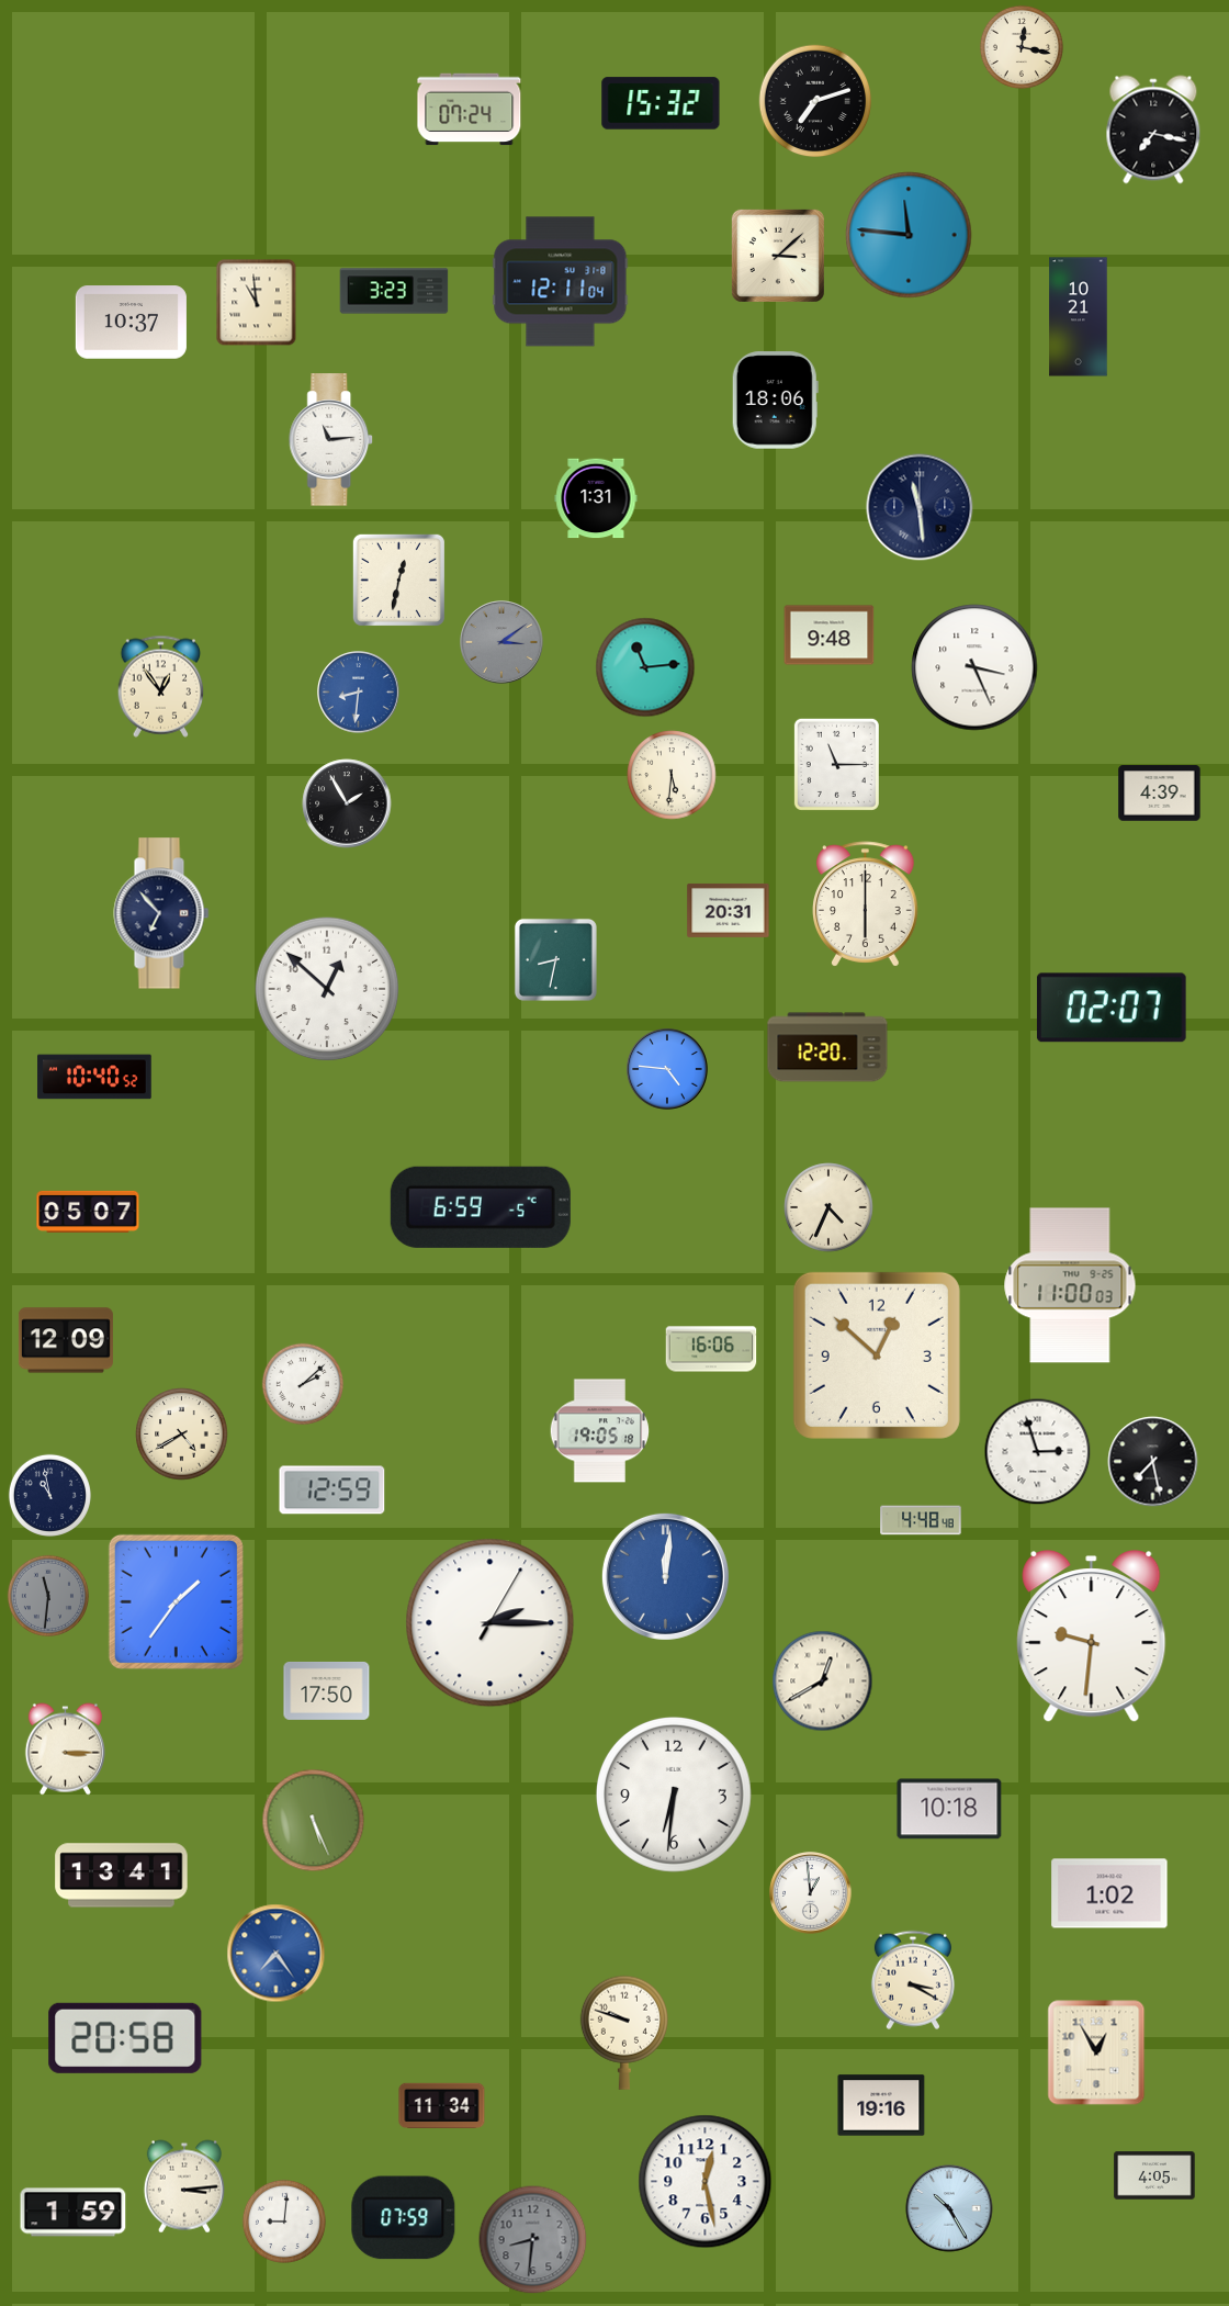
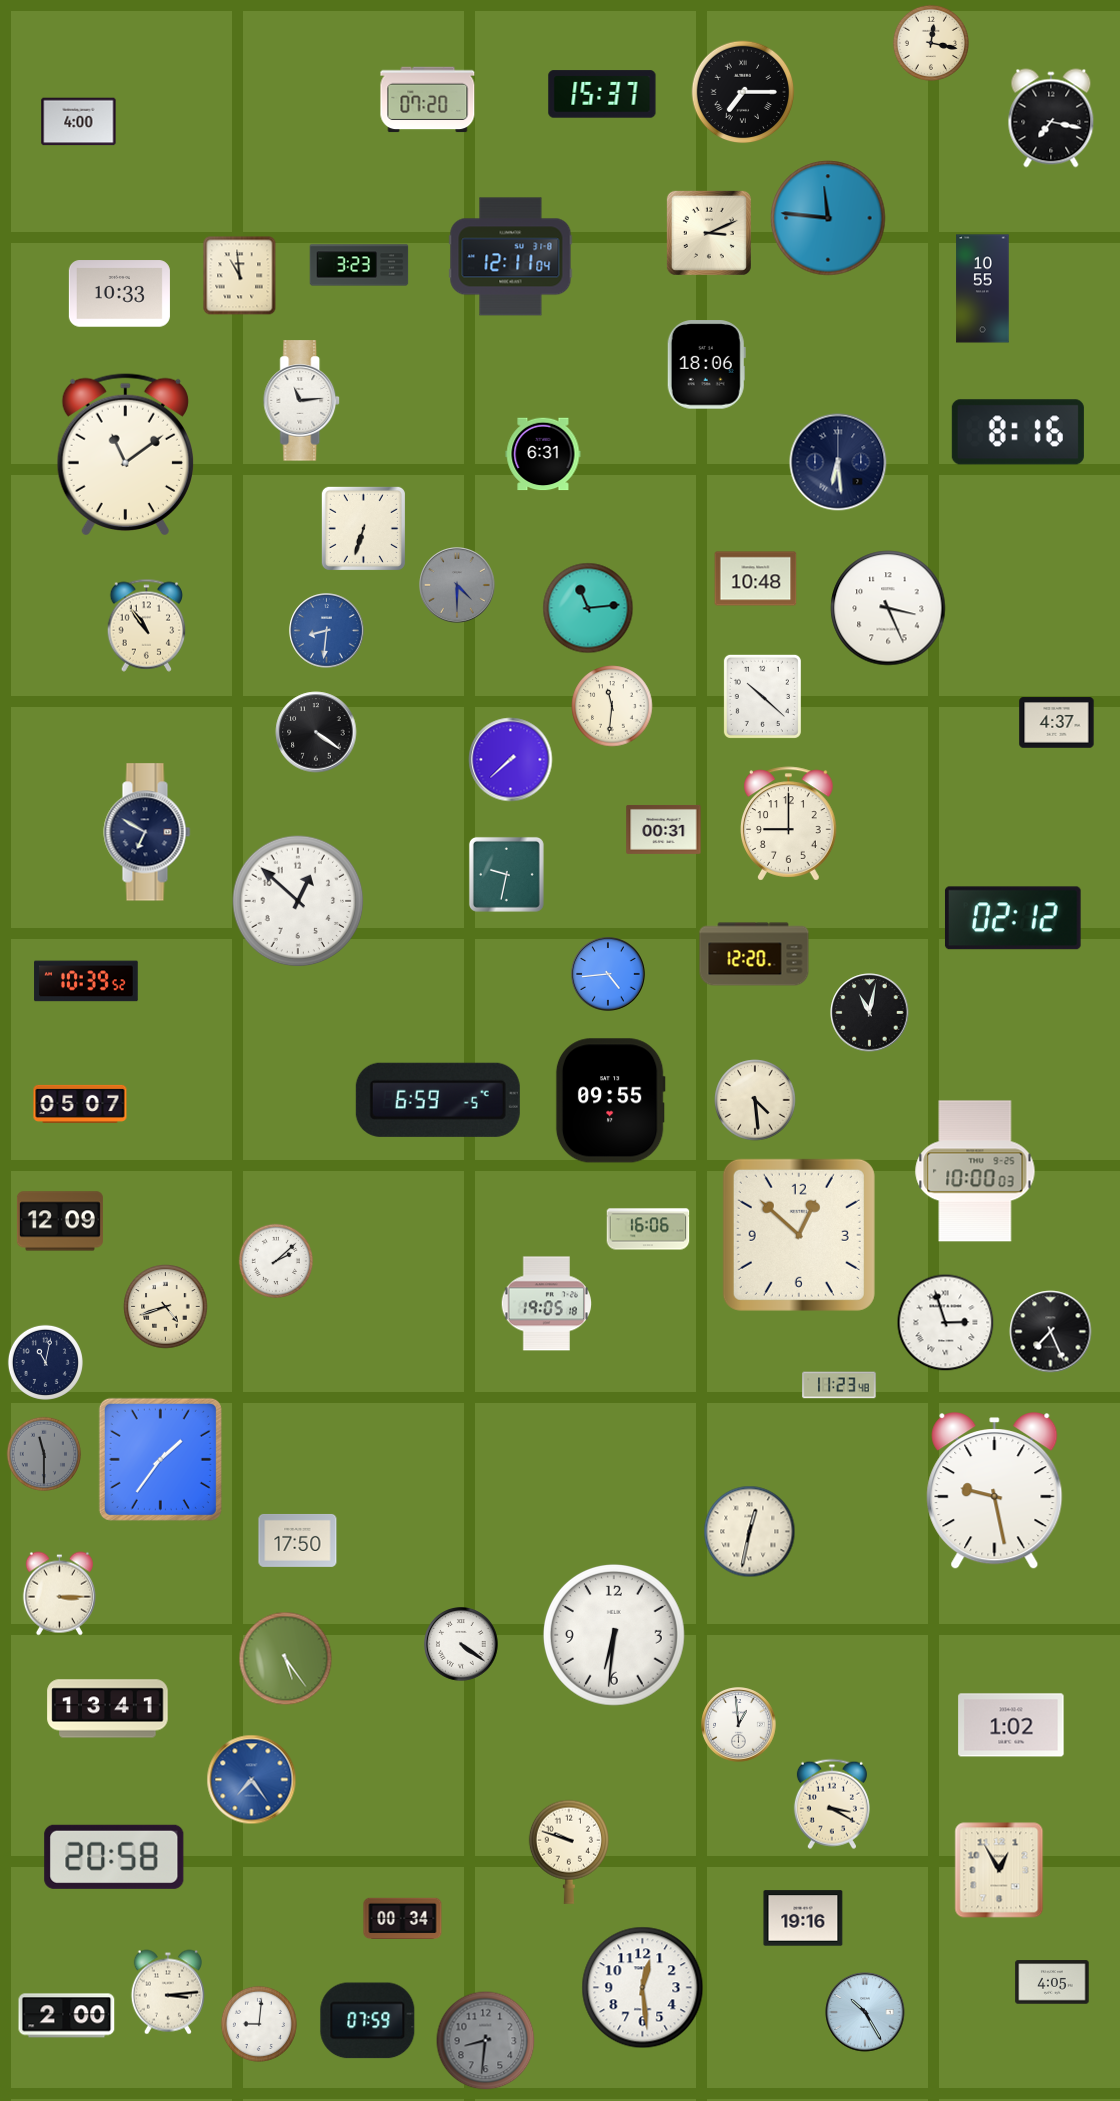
clock at (815, 101): 7:12 -> 7:15
clock at (661, 103): 15:32 -> 15:37
clock at (470, 110): 07:24 -> 07:20
clock at (79, 122): none -> 4:00
clock at (909, 235) position: (909, 235) -> (828, 218)
clock at (778, 256): 3:08 -> 3:11
clock at (257, 303) position: (257, 303) -> (240, 276)
clock at (1079, 317): 10:21 -> 10:55
clock at (131, 323): 10:37 -> 10:33
clock at (1018, 432): none -> 8:16
clock at (125, 454): none -> 11:09
clock at (596, 498): 1:31 -> 6:31
clock at (920, 507): 11:29 -> 6:29
clock at (398, 580): 12:32 -> 6:33
clock at (830, 635): 9:48 -> 10:48
clock at (501, 642): 3:09 -> 4:30
clock at (161, 686): 12:54 -> 10:54
clock at (836, 764): 11:15 -> 10:22
clock at (672, 775): 5:31 -> 11:31
clock at (1160, 794): 4:39 -> 4:37
clock at (347, 803): 1:55 -> 4:21
clock at (511, 760): none -> 7:38
clock at (866, 904): 6:00 -> 9:00
clock at (729, 910): 20:31 -> 00:31
clock at (161, 913): 6:53 -> 6:50
clock at (555, 959): 8:32 -> 9:32
clock at (1112, 1008): 02:07 -> 02:12
clock at (668, 1070): 4:46 -> 4:44
clock at (94, 1077): 10:40 -> 10:39
clock at (870, 1013): none -> 11:02
clock at (828, 1207): 4:34 -> 4:29
clock at (610, 1101): none -> 09:55
clock at (1070, 1285): 11:00 -> 10:00
clock at (182, 1435): 4:40 -> 4:42
clock at (1153, 1462): 7:28 -> 7:26
clock at (332, 1491): 12:59 -> none
clock at (49, 1495): 10:58 -> 11:02
clock at (921, 1520): 4:48 -> 11:23
clock at (665, 1576): 12:01 -> none
clock at (47, 1595): 11:31 -> 11:30
clock at (491, 1623): 2:15 -> none
clock at (1092, 1638): 9:31 -> 9:28
clock at (823, 1681): 12:40 -> 12:32
clock at (462, 1645): none -> 4:21
clock at (949, 1809): 10:18 -> none
clock at (314, 1821): 5:26 -> 5:24
clock at (122, 1876) position: (122, 1876) -> (108, 1709)
clock at (442, 2105): 11:34 -> 00:34
clock at (706, 2182): 12:28 -> 12:29
clock at (74, 2213): 1:59 -> 2:00
